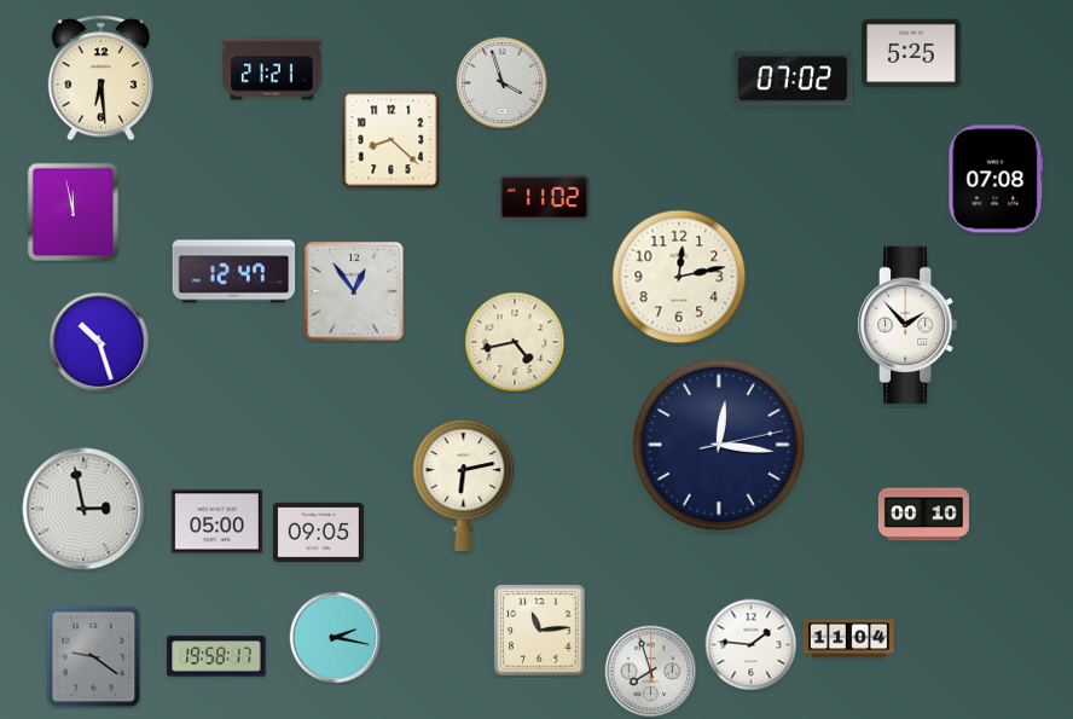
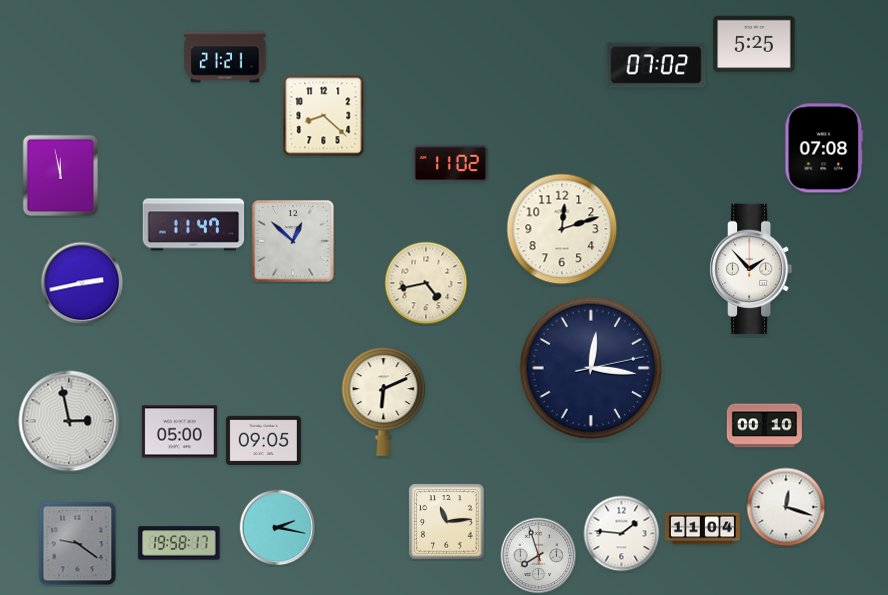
clock at (100, 79): 6:29 -> none
clock at (503, 83): 3:57 -> none
clock at (234, 272): 12:47 -> 11:47
clock at (679, 277): 12:13 -> 12:12
clock at (355, 292): 12:54 -> 12:52
clock at (99, 342): 10:27 -> 2:43
clock at (719, 445) position: (719, 445) -> (591, 368)
clock at (464, 485): 6:13 -> 6:11
clock at (786, 507): none -> 12:18
